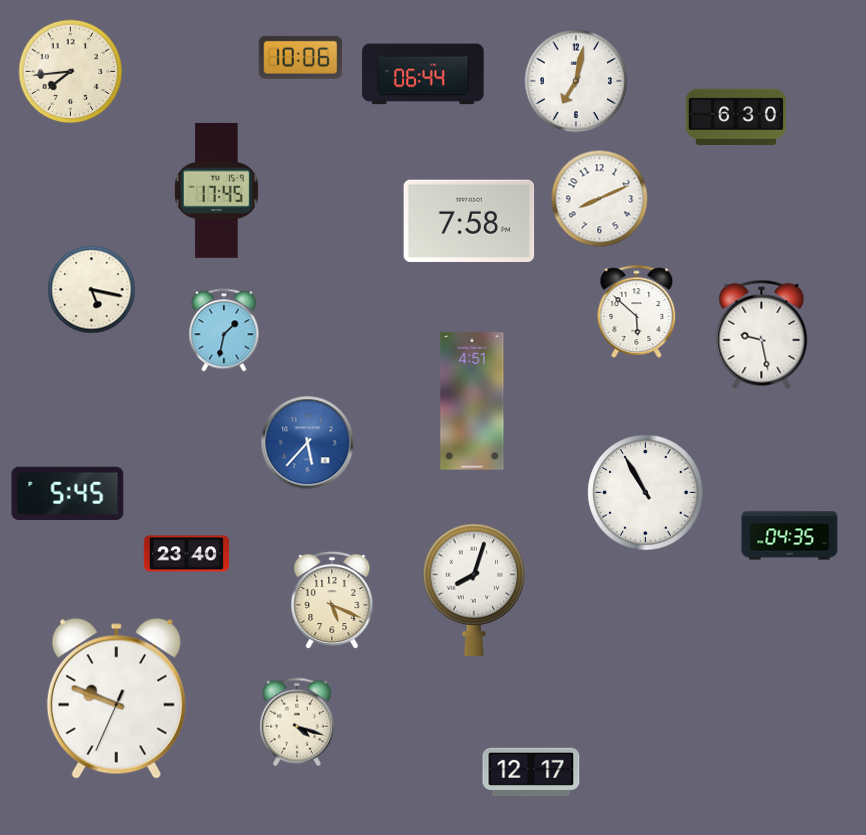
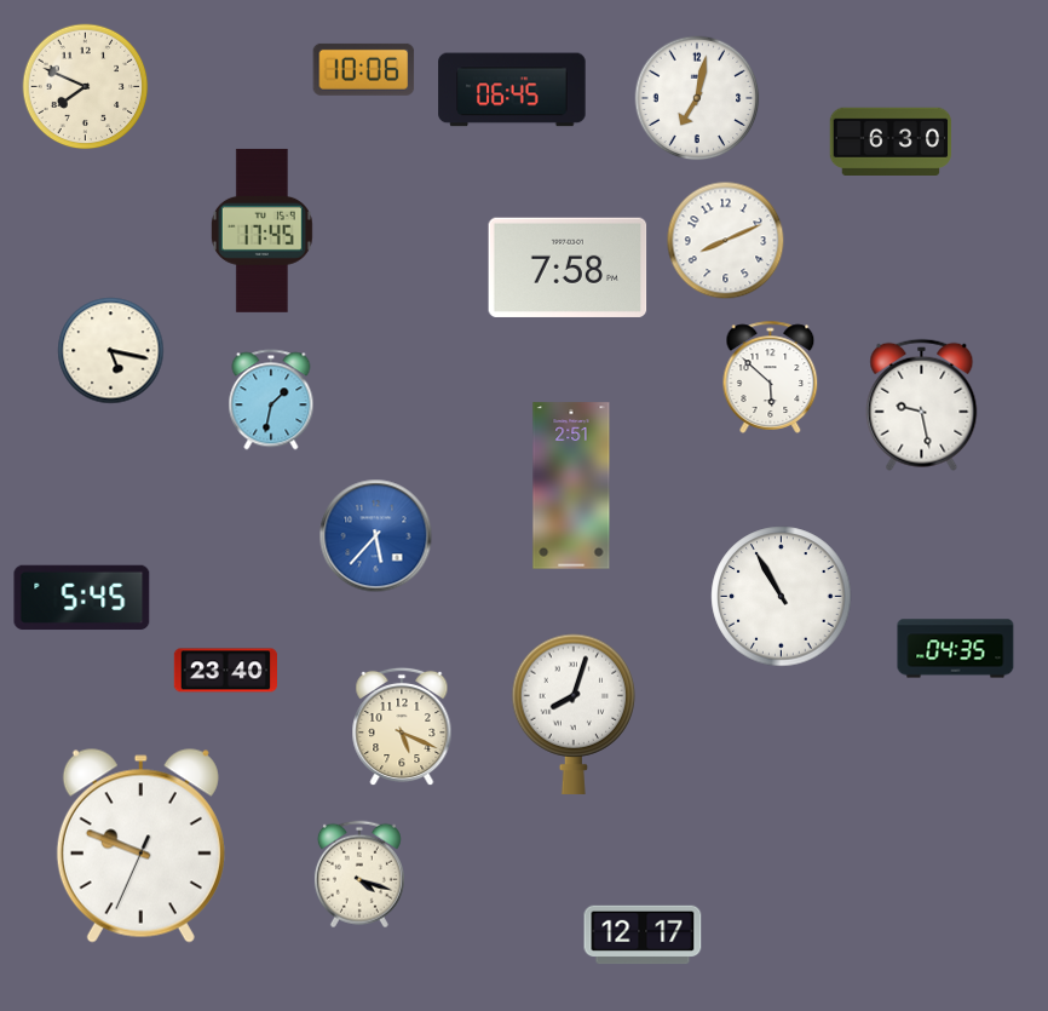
clock at (71, 72): 7:44 -> 7:49
clock at (423, 74): 06:44 -> 06:45
clock at (472, 401): 4:51 -> 2:51
clock at (308, 443) position: (308, 443) -> (376, 536)
